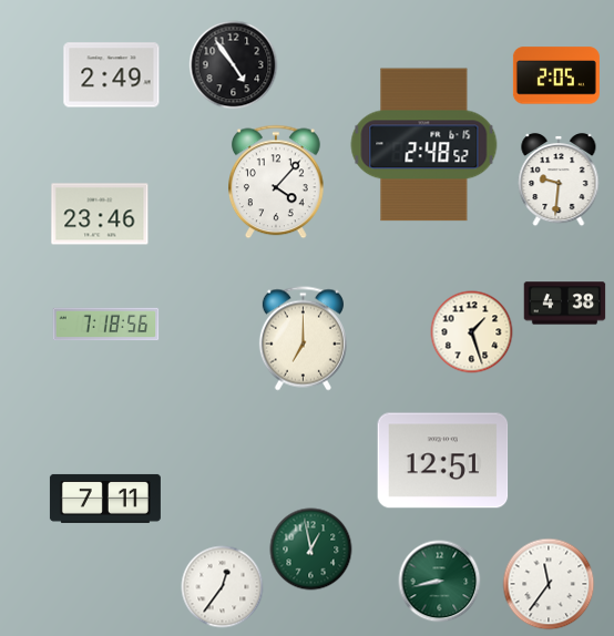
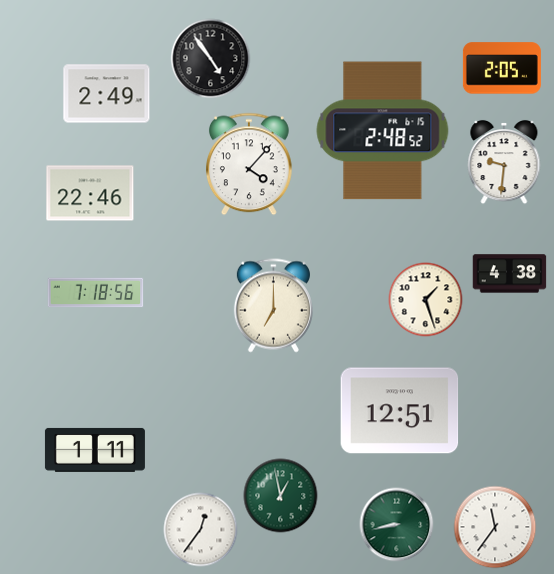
clock at (112, 75) position: (112, 75) -> (107, 94)
clock at (100, 214): 23:46 -> 22:46
clock at (443, 461) position: (443, 461) -> (400, 411)
clock at (105, 499): 7:11 -> 1:11
